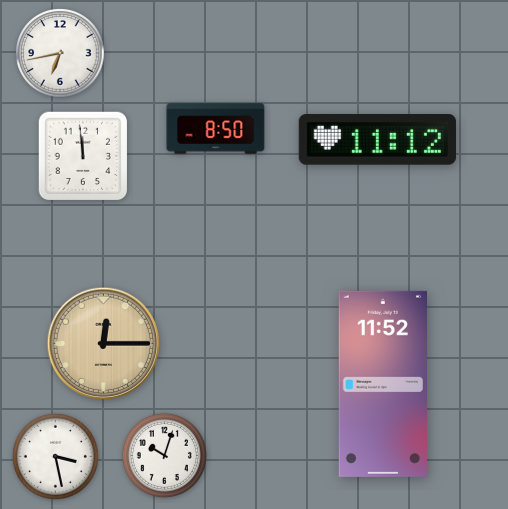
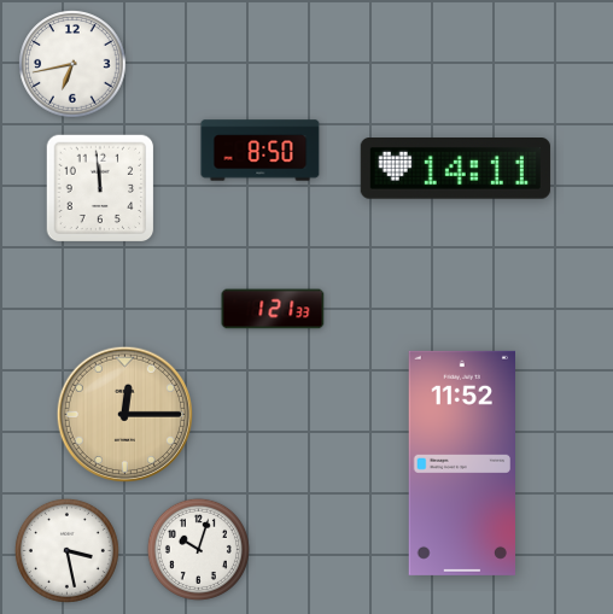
clock at (216, 129) position: (216, 129) -> (261, 151)
clock at (377, 140): 11:12 -> 14:11
clock at (273, 309): none -> 1:21
